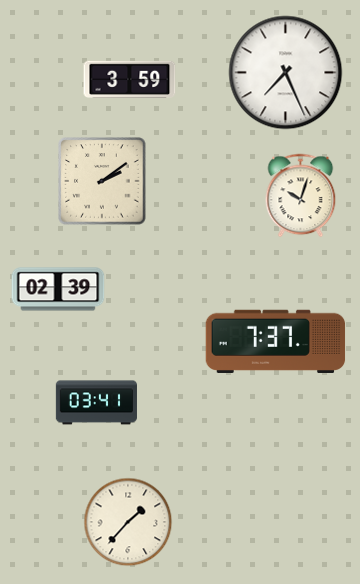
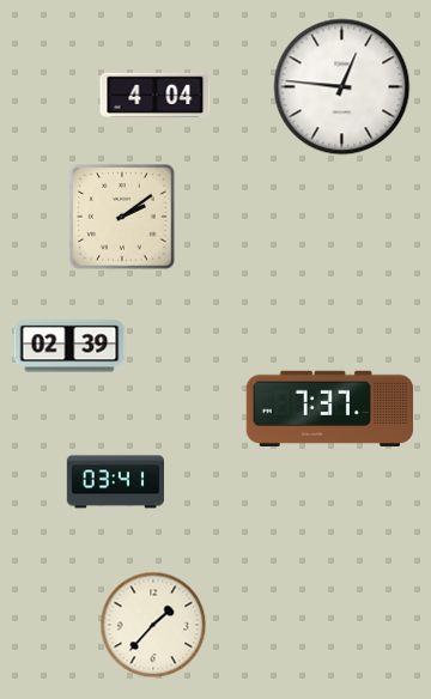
clock at (286, 73): 7:26 -> 12:46
clock at (130, 79): 3:59 -> 4:04
clock at (301, 196): 10:03 -> none
